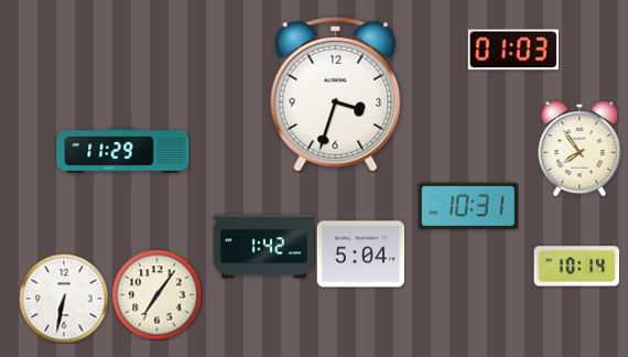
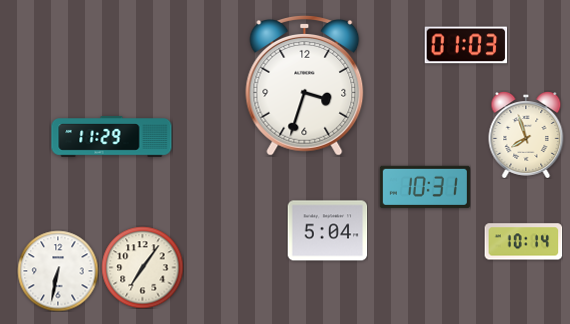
clock at (580, 149): 7:54 -> 7:57
clock at (263, 247): 1:42 -> none
